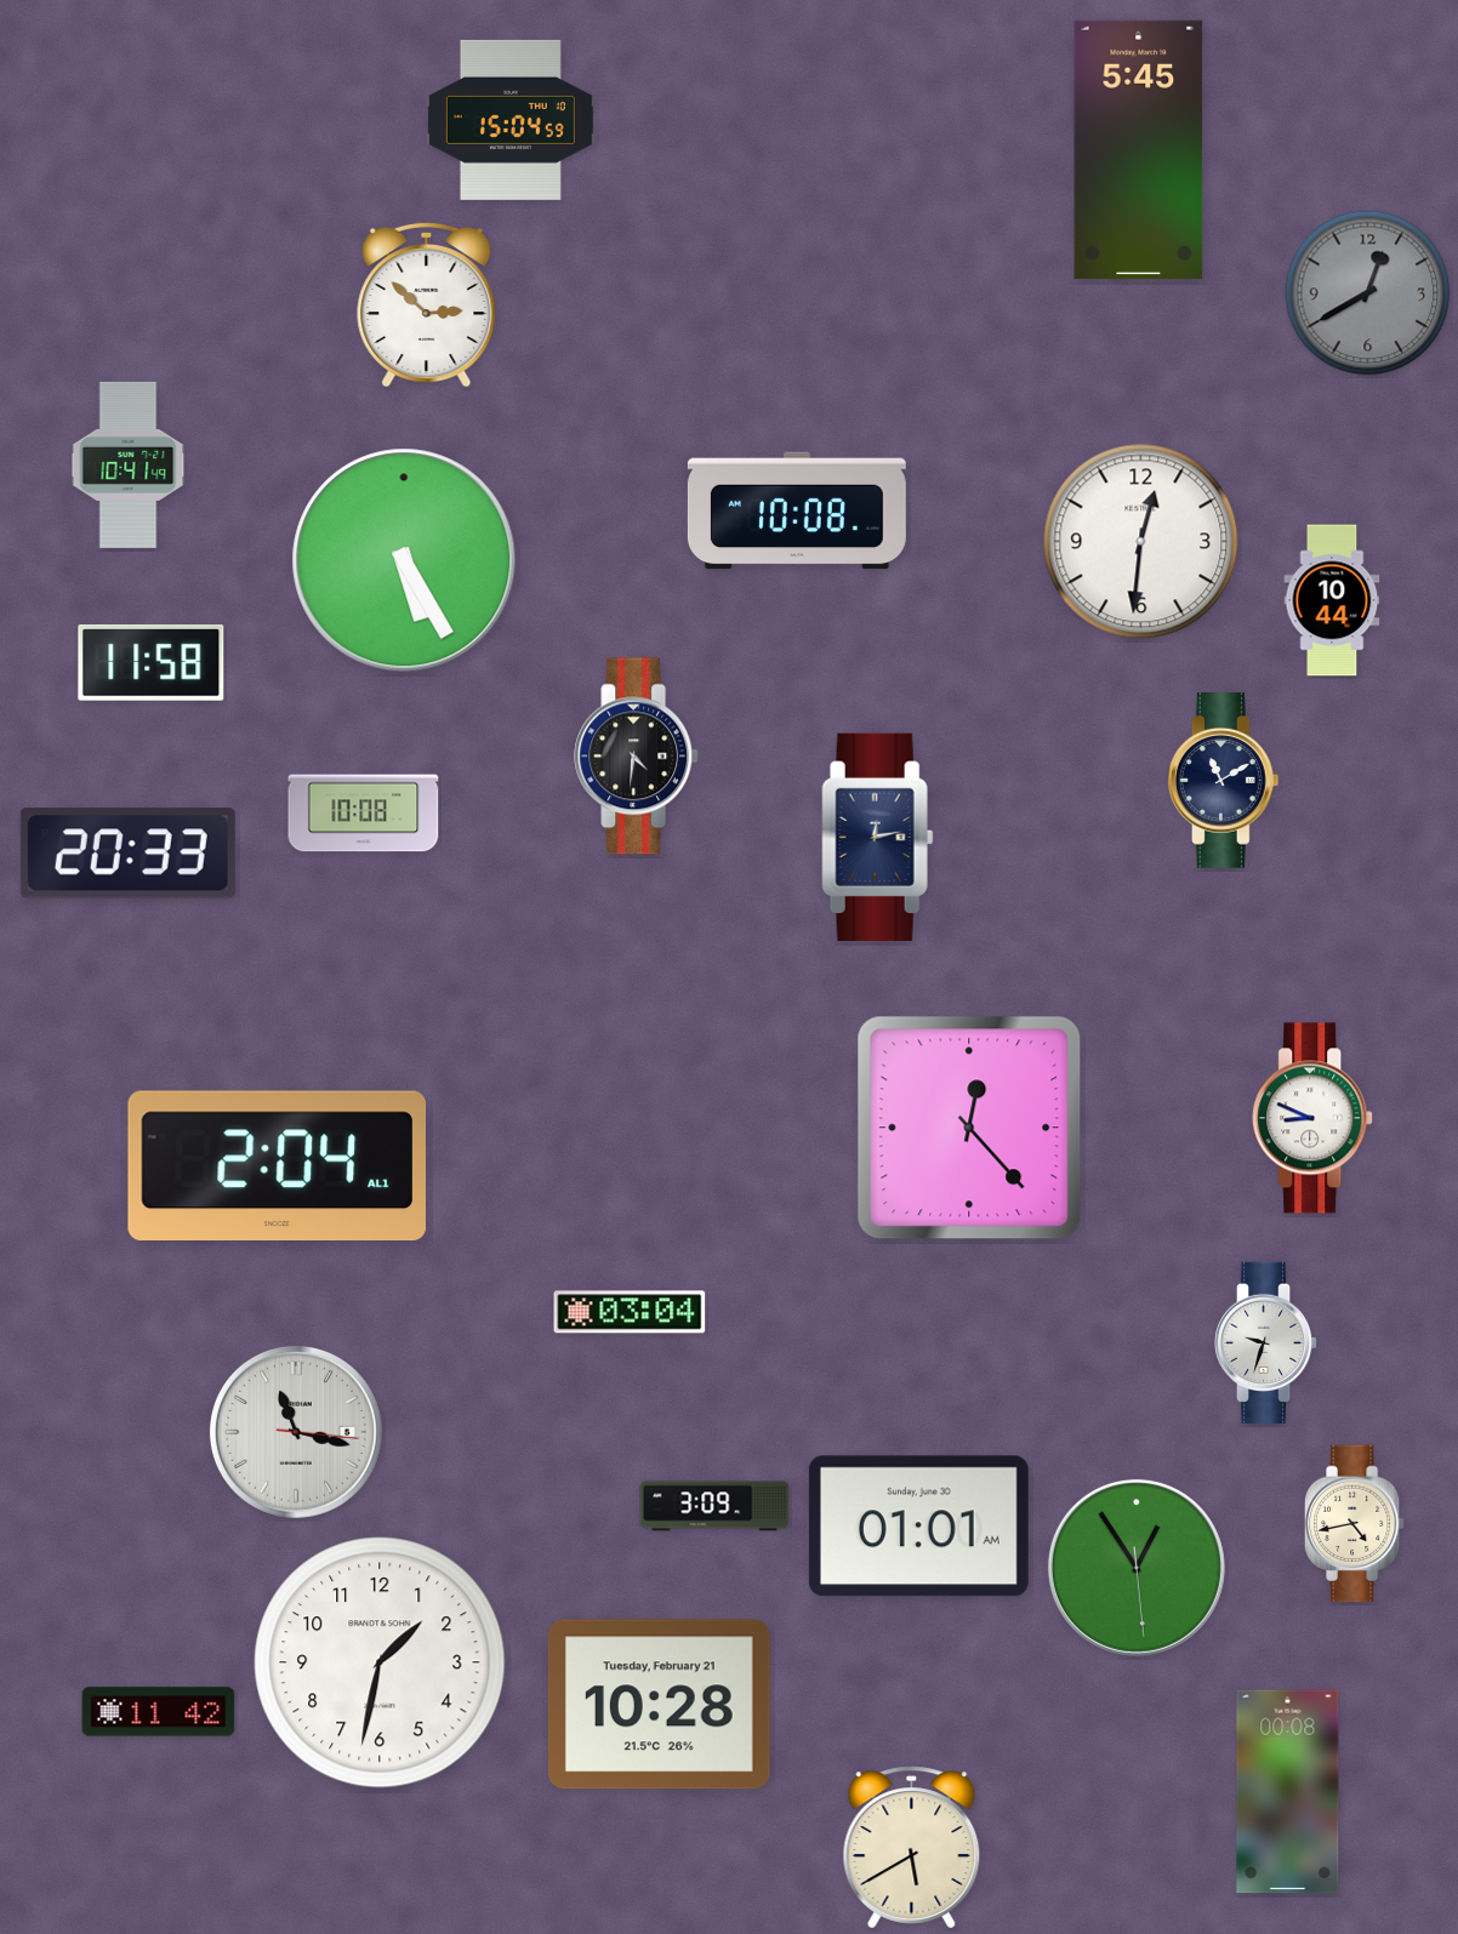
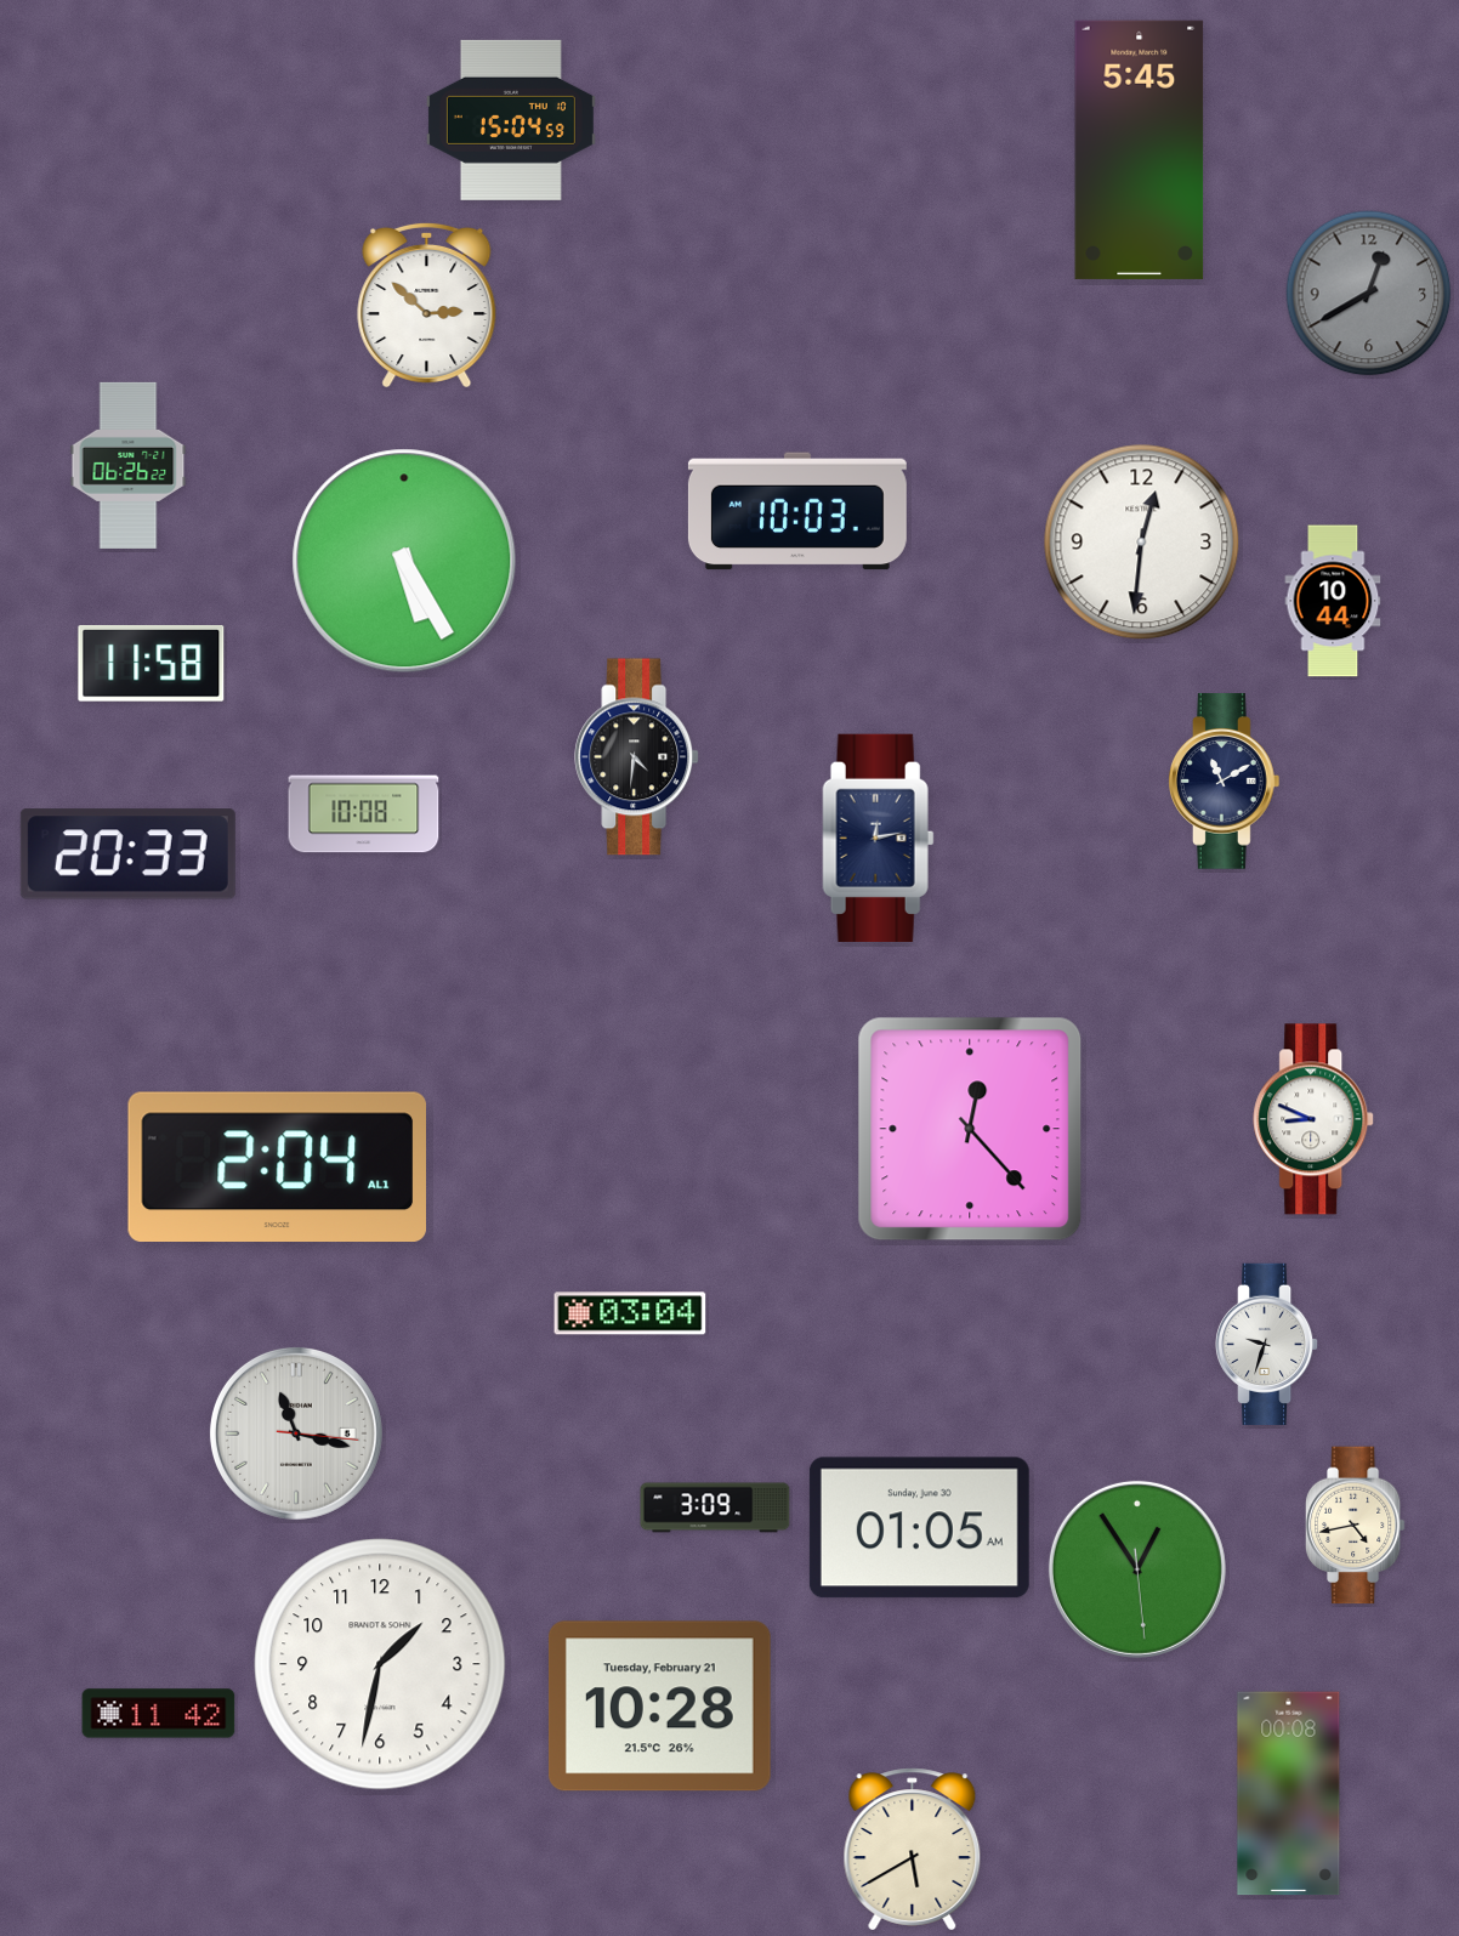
clock at (129, 464): 10:41 -> 06:26
clock at (797, 510): 10:08 -> 10:03
clock at (918, 1527): 01:01 -> 01:05
